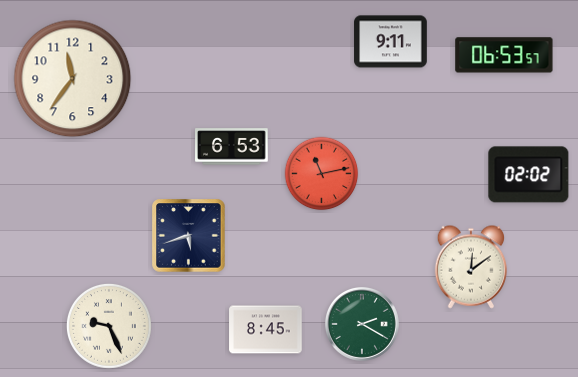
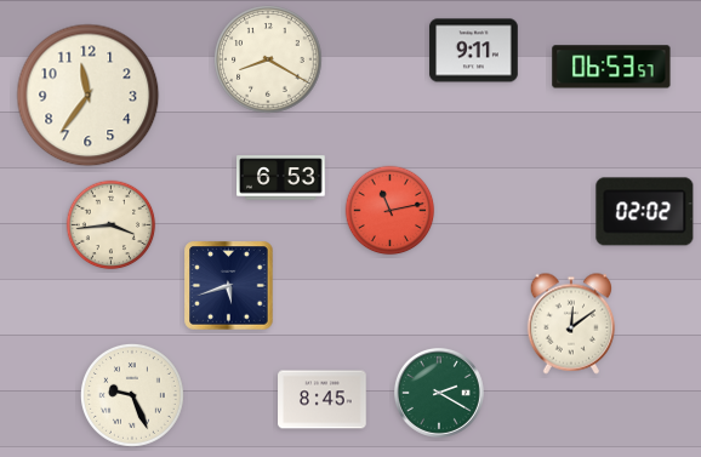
clock at (268, 59): none -> 8:20
clock at (529, 175) position: (529, 175) -> (645, 212)
clock at (112, 225): none -> 3:44
